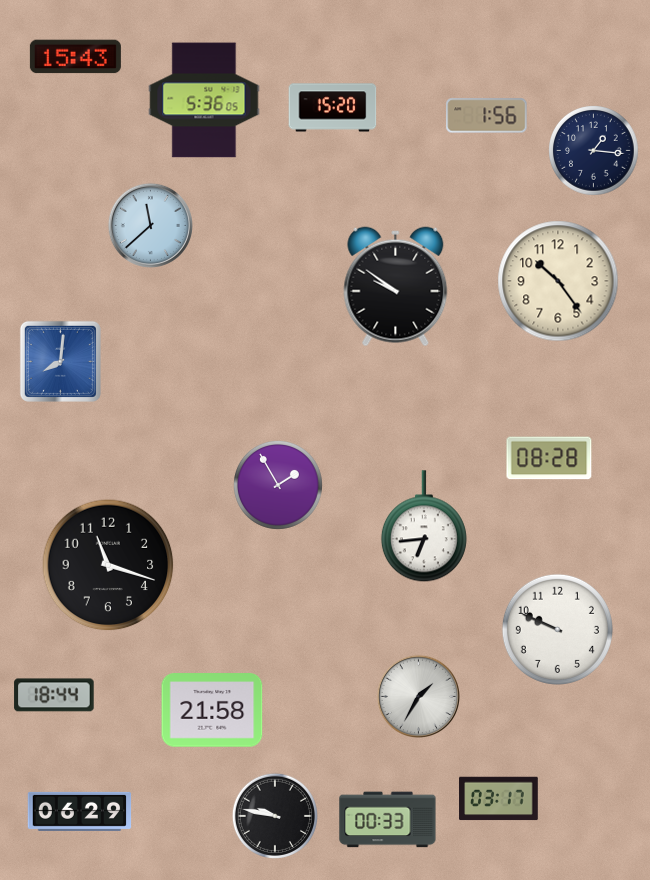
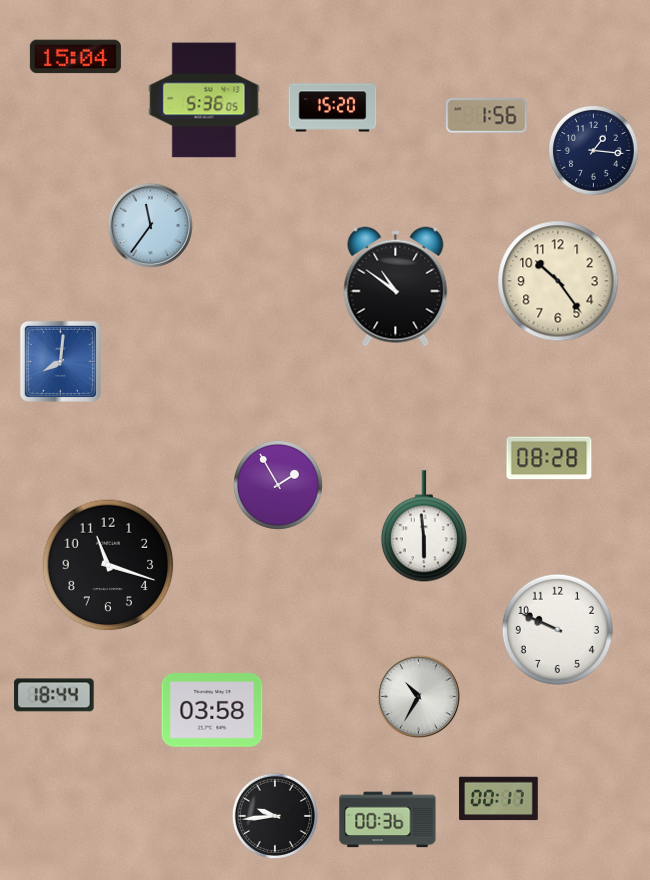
clock at (75, 57): 15:43 -> 15:04
clock at (150, 225): 11:38 -> 11:36
clock at (396, 287): 9:51 -> 10:51
clock at (424, 527): 6:44 -> 5:59
clock at (419, 697): 1:35 -> 10:35
clock at (212, 710): 21:58 -> 03:58
clock at (499, 799): 03:17 -> 00:17
clock at (80, 811): 06:29 -> none
clock at (274, 815): 9:47 -> 9:44
clock at (388, 820): 00:33 -> 00:36
